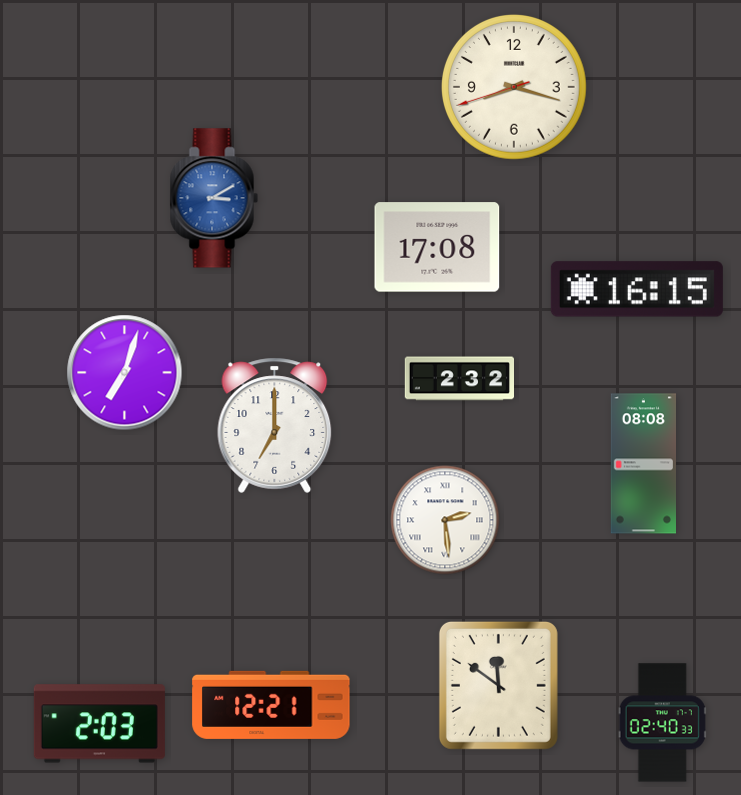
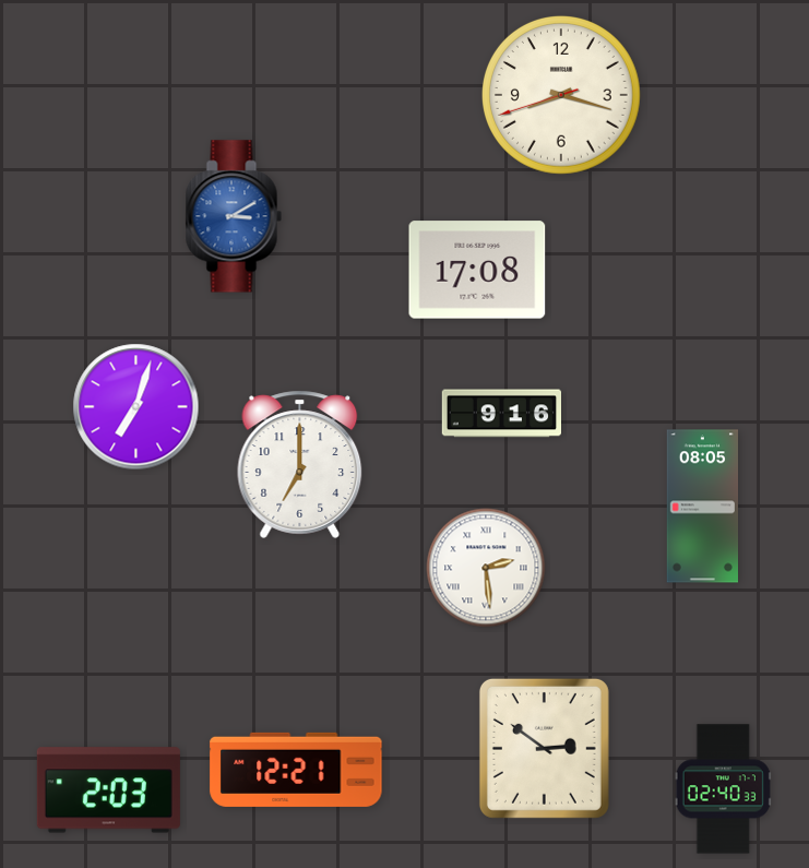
clock at (637, 289): 16:15 -> none
clock at (459, 379): 2:32 -> 9:16
clock at (643, 464): 08:08 -> 08:05
clock at (498, 685): 11:51 -> 2:51
